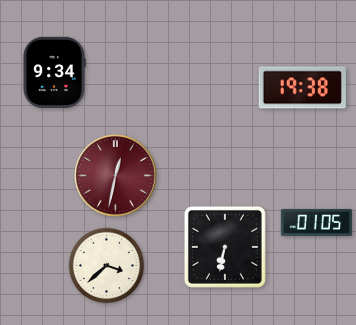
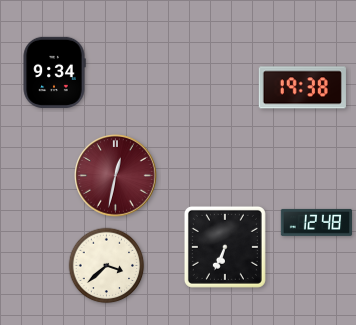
clock at (316, 222): 01:05 -> 12:48
clock at (225, 247): 6:32 -> 6:34
